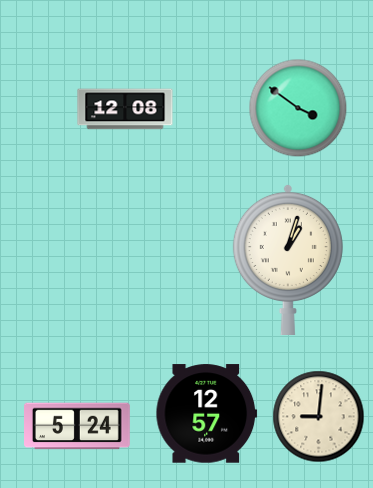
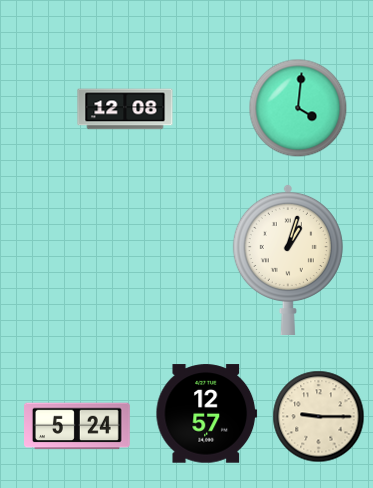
clock at (298, 108): 3:51 -> 4:01
clock at (319, 417): 9:01 -> 9:15
